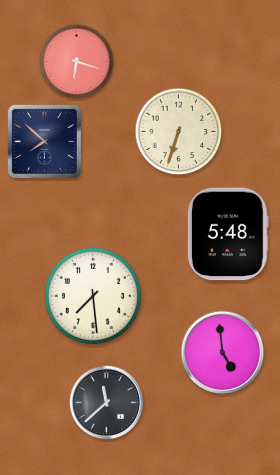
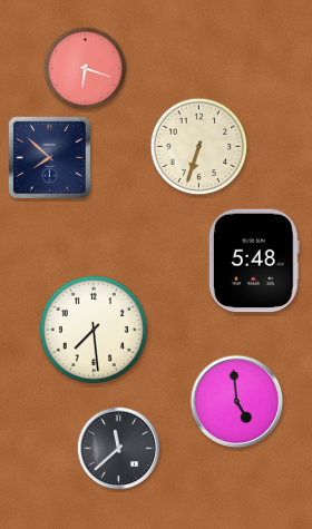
clock at (93, 296) position: (93, 296) -> (94, 330)
clock at (223, 353) position: (223, 353) -> (237, 402)
